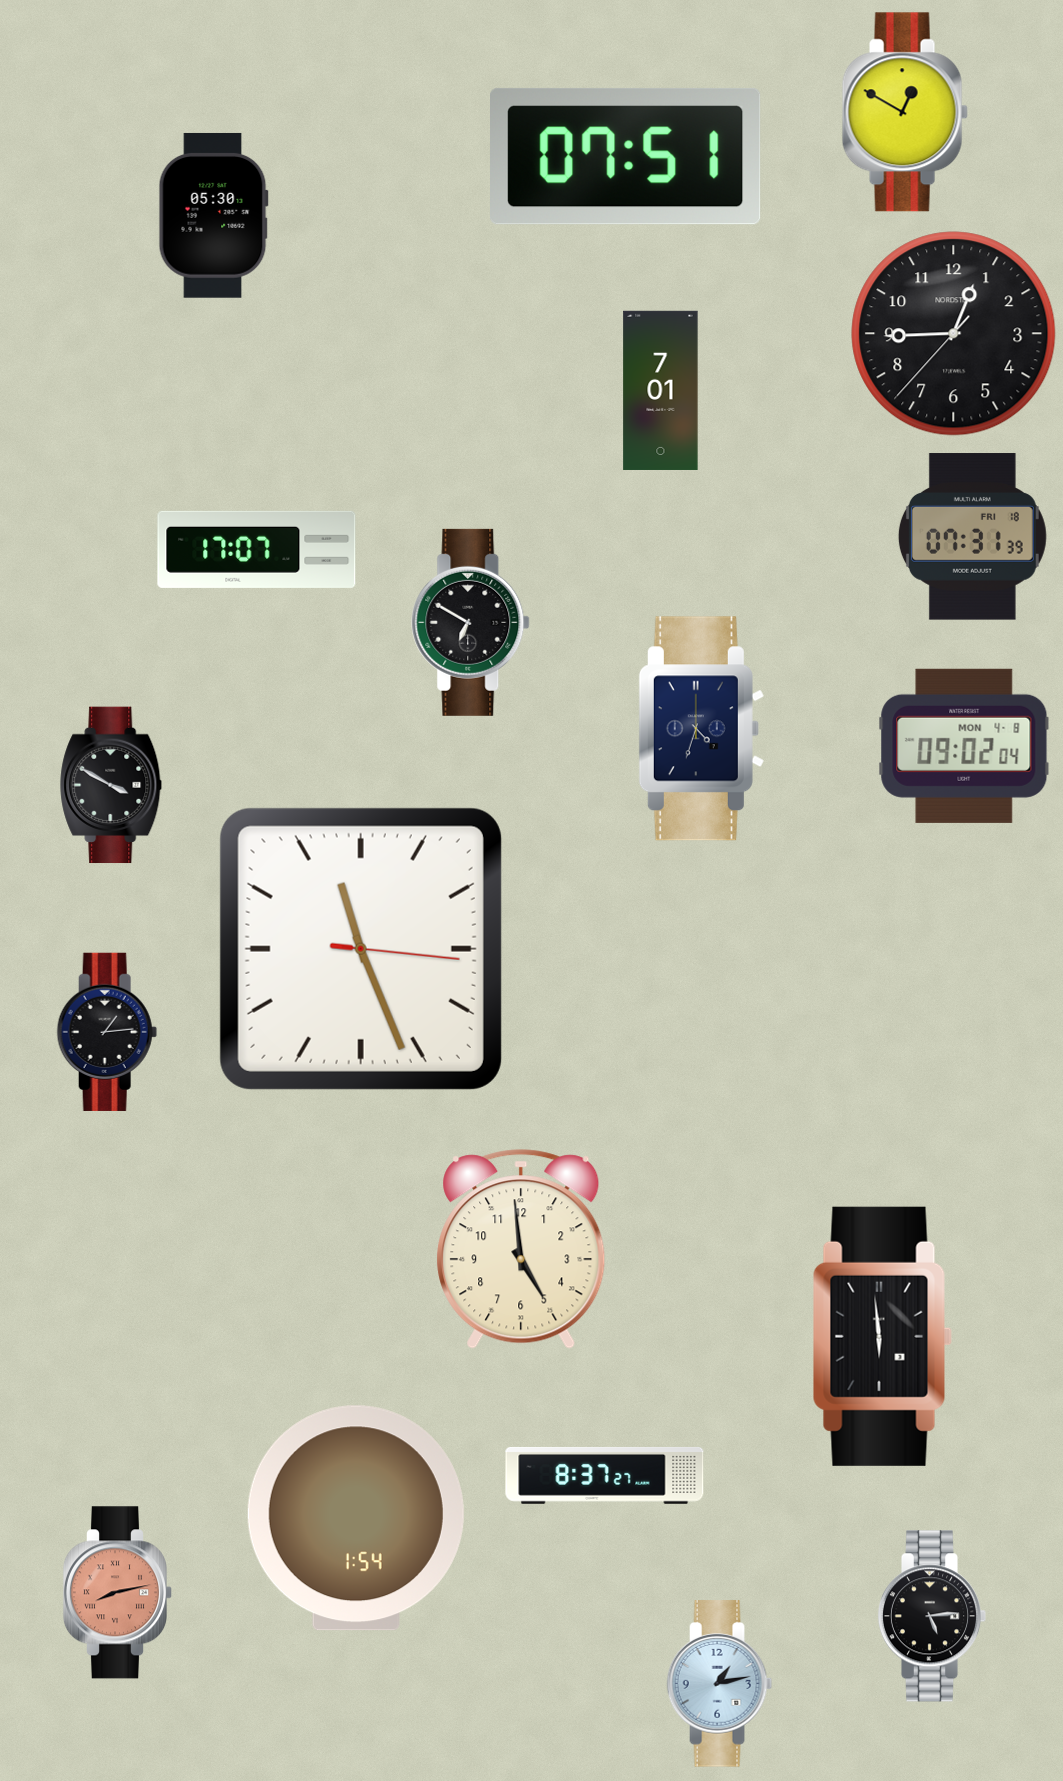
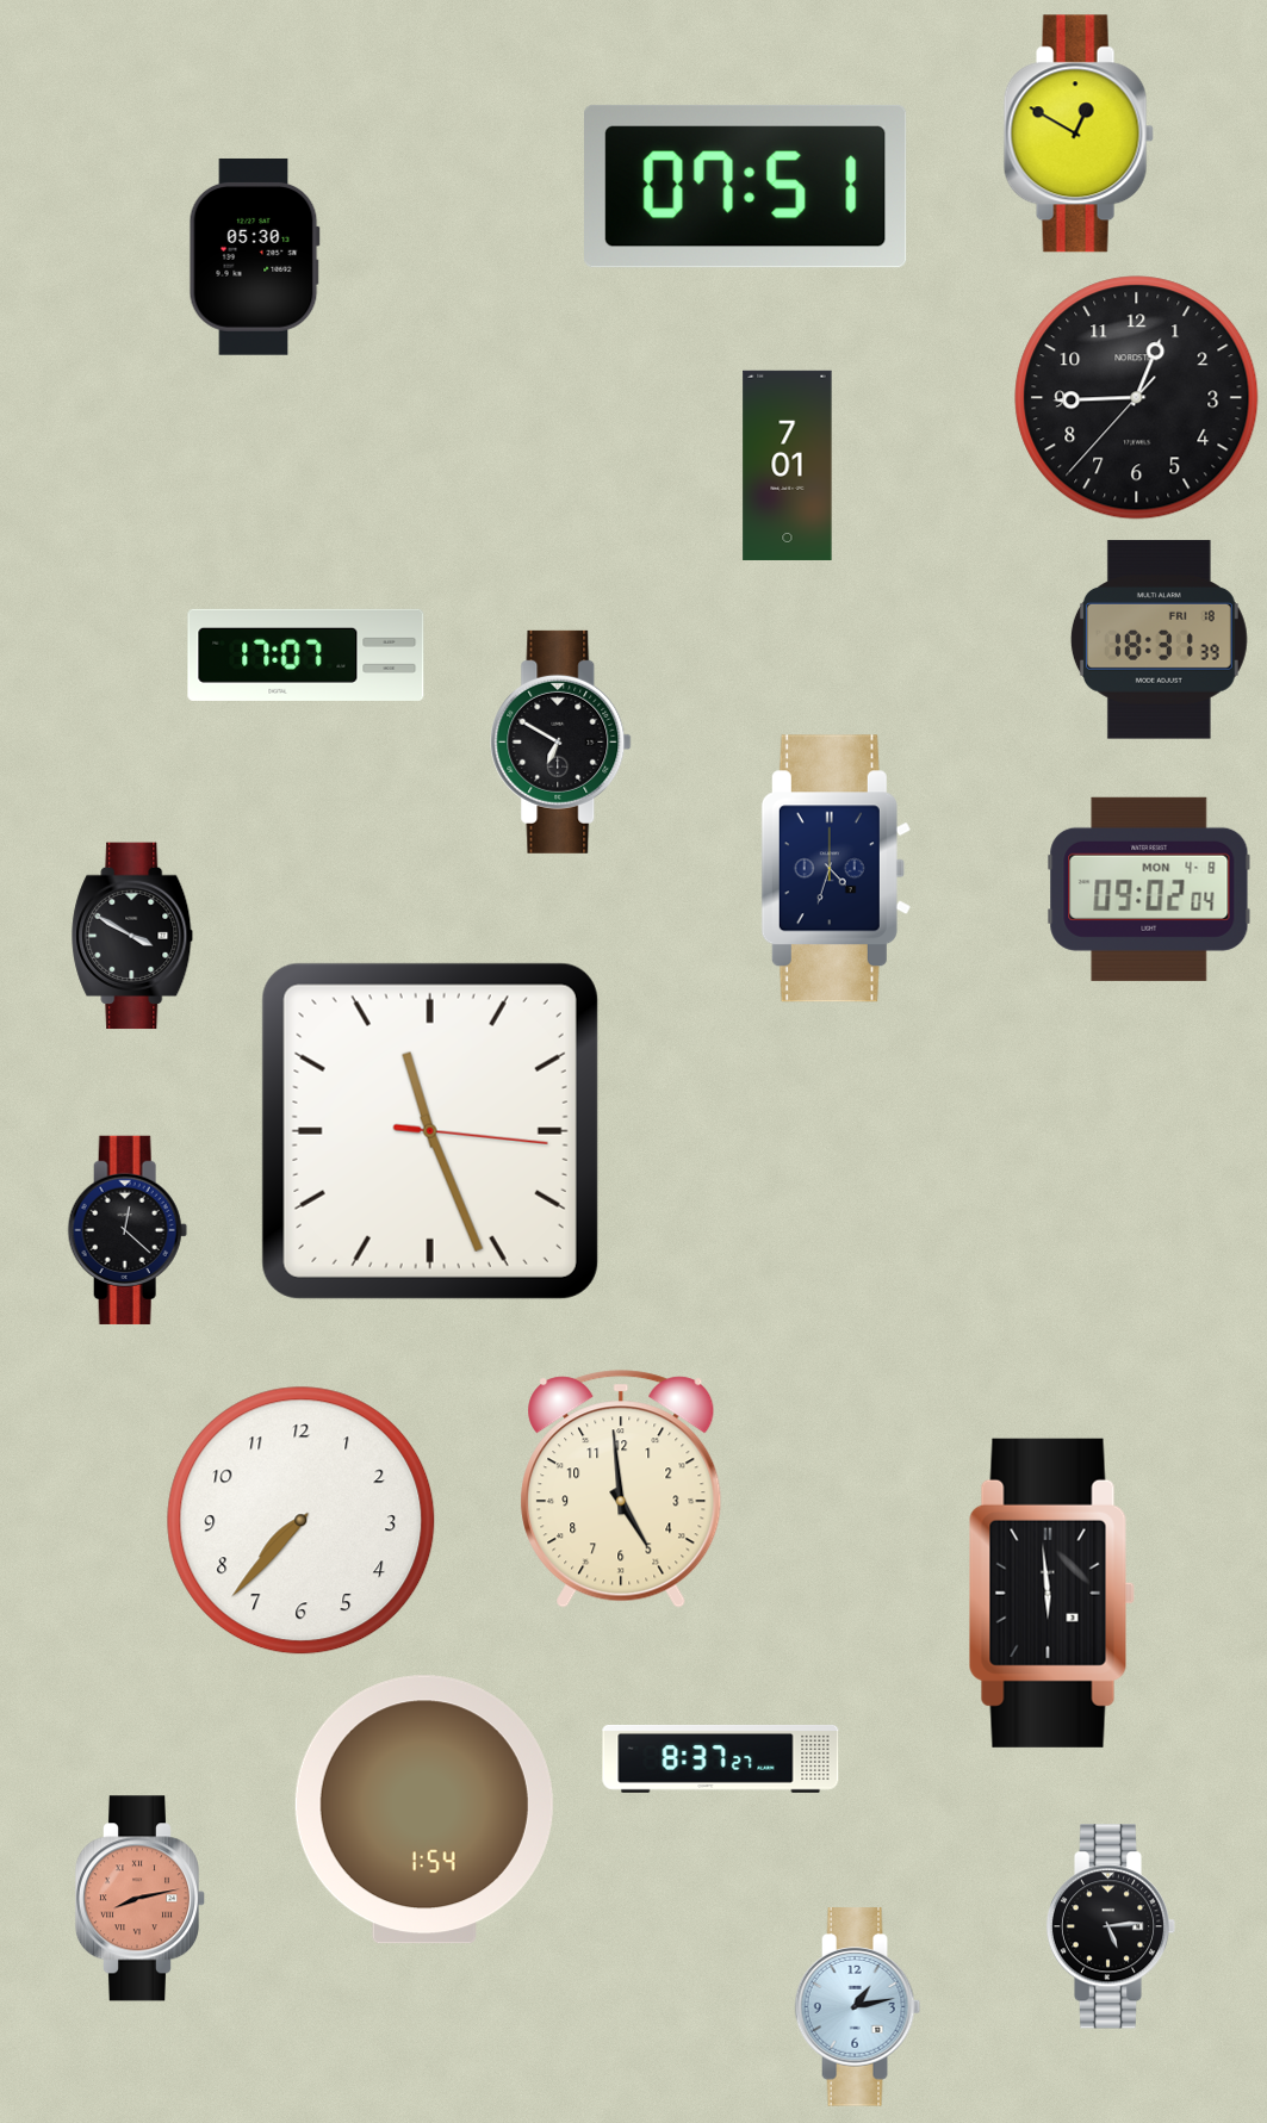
clock at (972, 537): 07:31 -> 18:31
clock at (107, 1032): 1:14 -> 12:22
clock at (302, 1521): none -> 7:37
